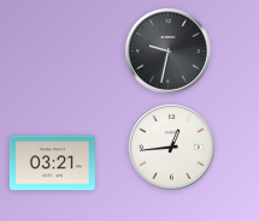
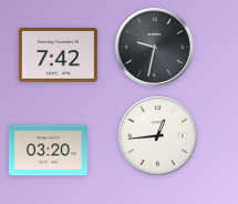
clock at (58, 55): none -> 7:42
clock at (52, 163): 03:21 -> 03:20
